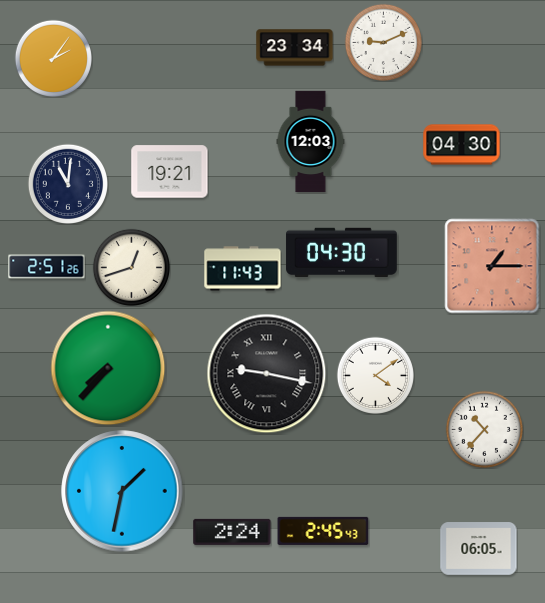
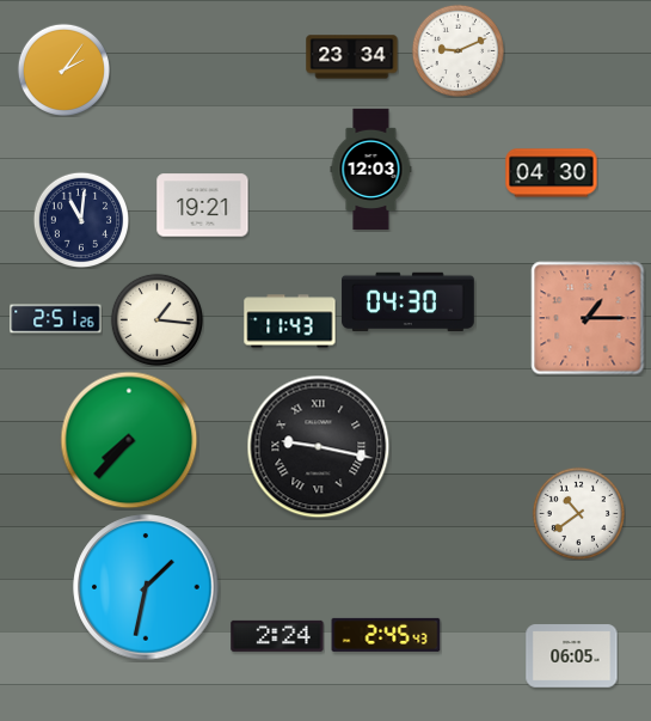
clock at (131, 267): 12:42 -> 1:16
clock at (375, 375): 4:09 -> none
clock at (484, 429): 10:37 -> 10:39
